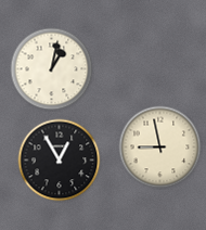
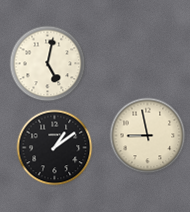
clock at (52, 69): 1:02 -> 5:02
clock at (60, 161): 12:55 -> 1:09
